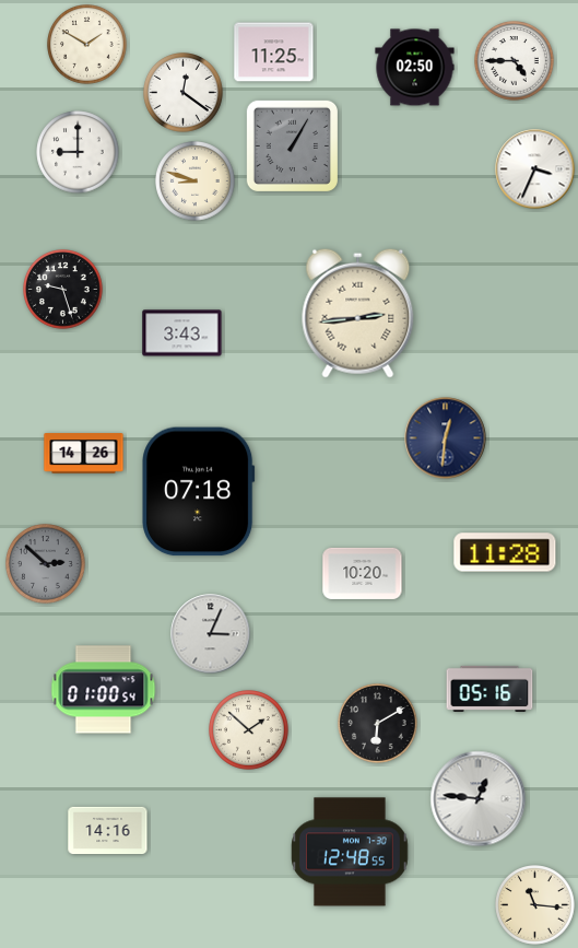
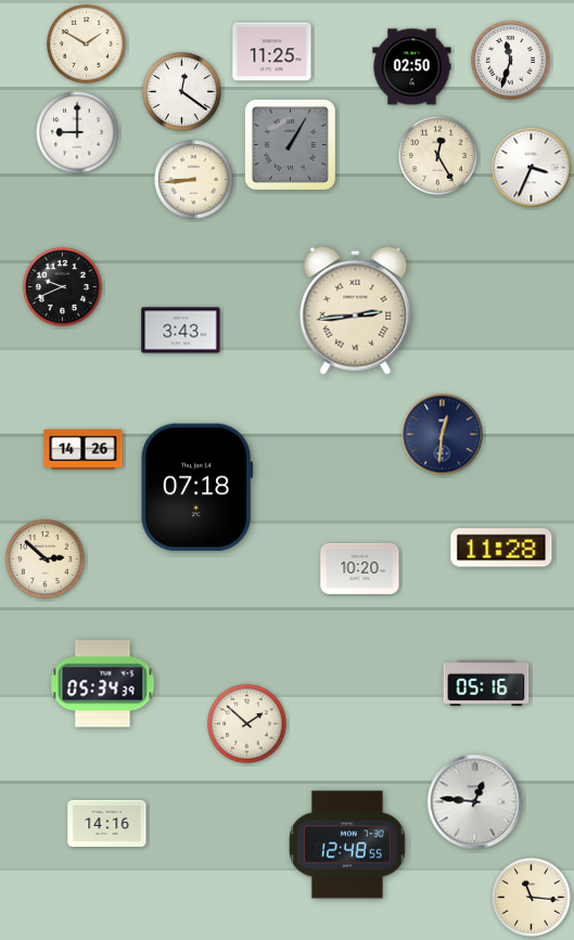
clock at (515, 61): 4:45 -> 11:33
clock at (78, 152) position: (78, 152) -> (77, 132)
clock at (438, 156): none -> 12:25
clock at (196, 182): 8:48 -> 8:44
clock at (63, 290): 9:27 -> 9:41
clock at (46, 564) dial: grey -> cream
clock at (211, 634): 3:04 -> none
clock at (104, 690): 01:00 -> 05:34
clock at (378, 724): 6:10 -> none
clock at (479, 799) position: (479, 799) -> (475, 802)
